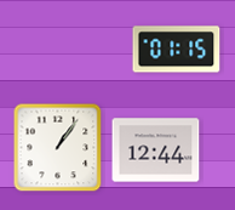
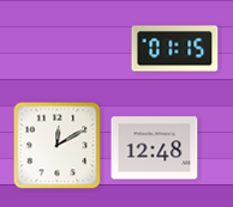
clock at (58, 148): 1:06 -> 12:10
clock at (156, 151): 12:44 -> 12:48
